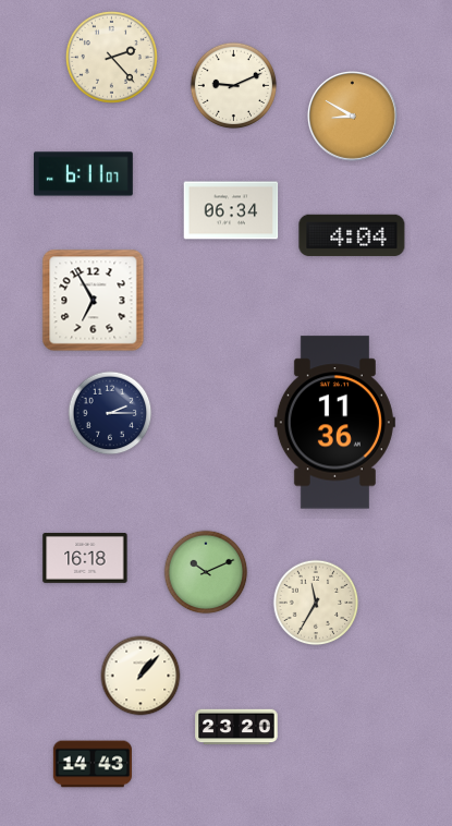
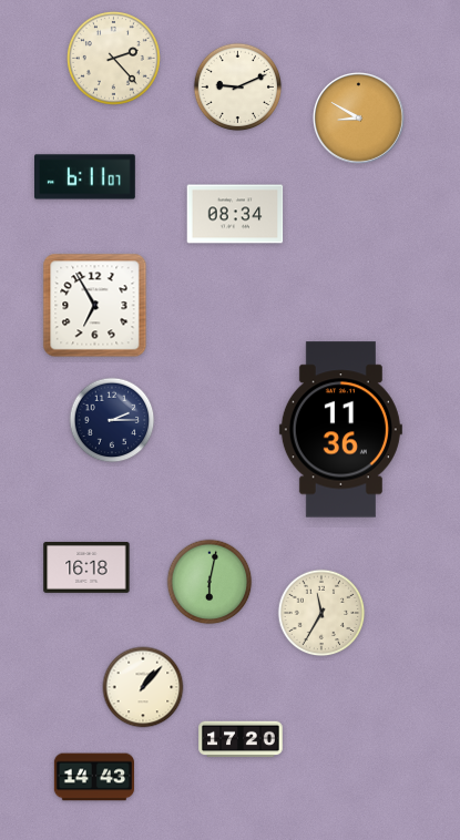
clock at (231, 210): 06:34 -> 08:34
clock at (352, 235): 4:04 -> none
clock at (206, 572): 10:11 -> 6:02
clock at (236, 727): 23:20 -> 17:20
